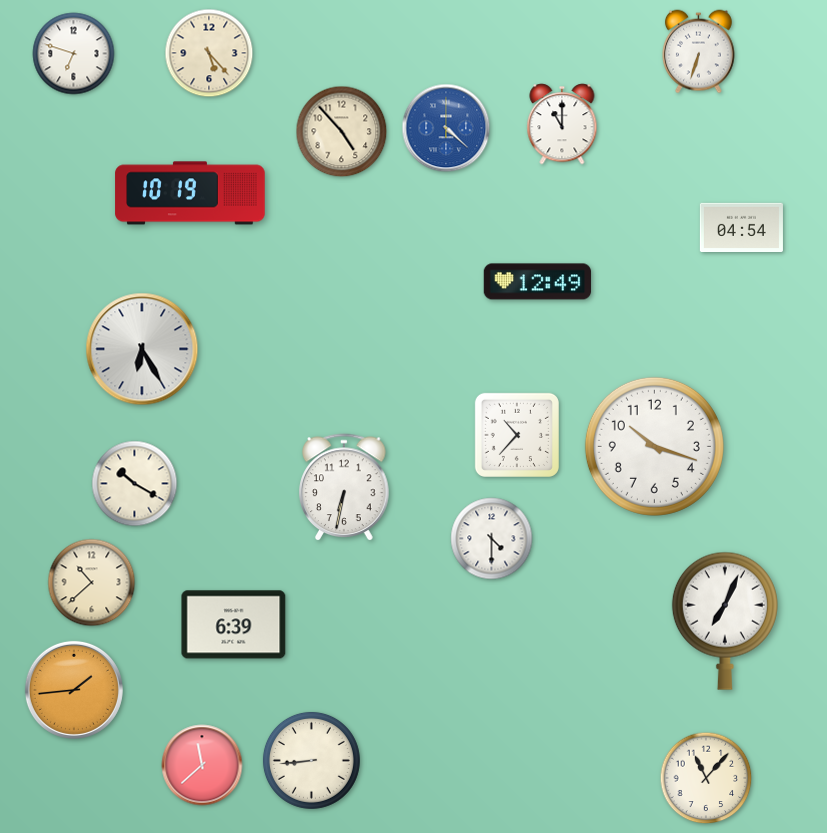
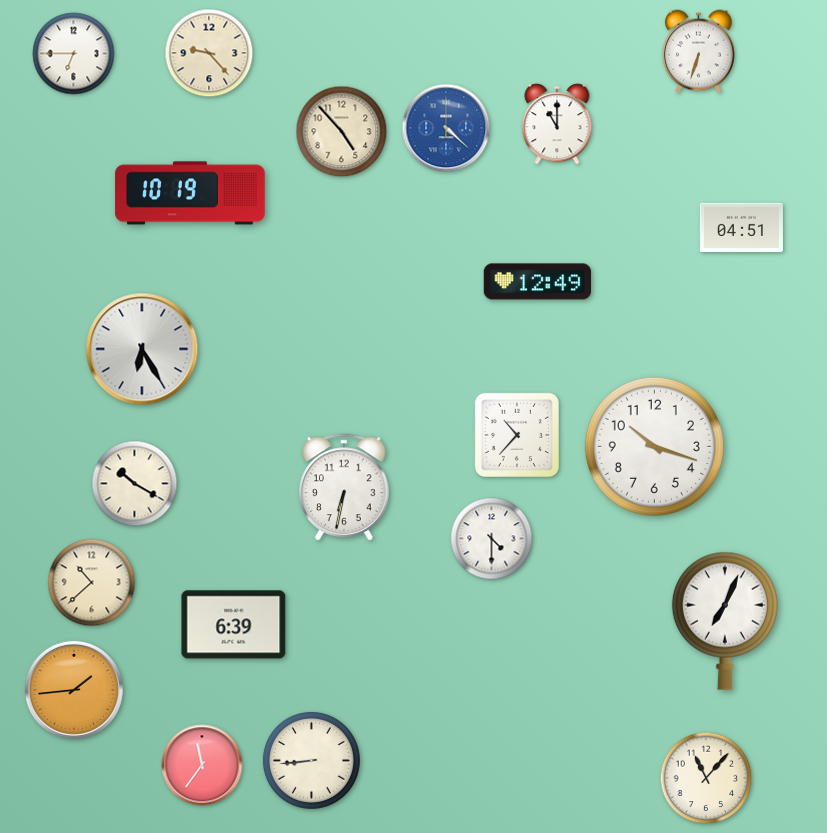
clock at (209, 53): 5:23 -> 9:23
clock at (74, 54): 6:48 -> 6:45
clock at (562, 124) position: (562, 124) -> (557, 124)
clock at (741, 227): 04:54 -> 04:51
clock at (202, 765): 11:38 -> 11:36
